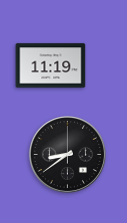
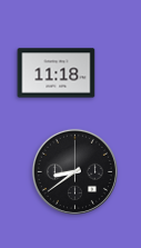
clock at (51, 66): 11:19 -> 11:18
